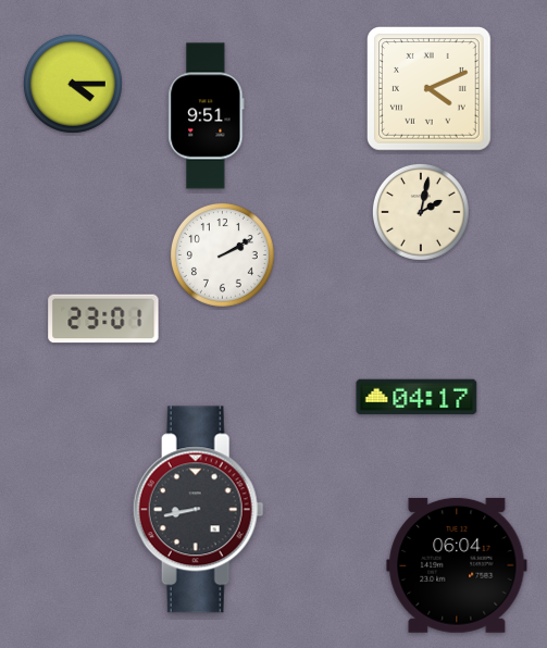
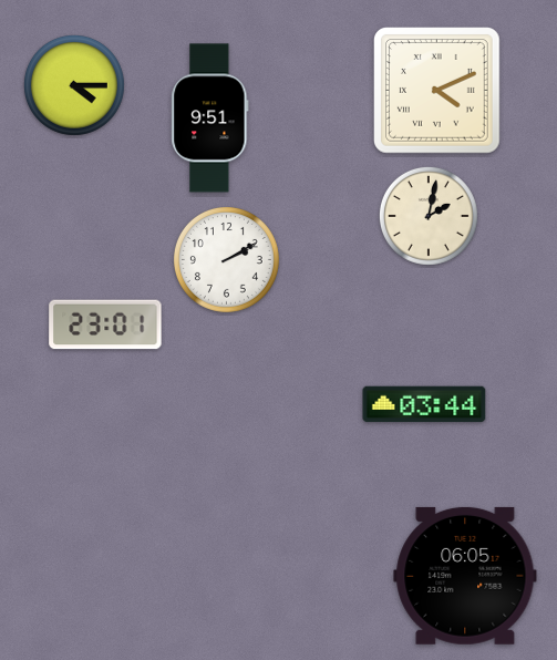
clock at (417, 397): 04:17 -> 03:44
clock at (198, 510): 8:43 -> none
clock at (457, 565): 06:04 -> 06:05
